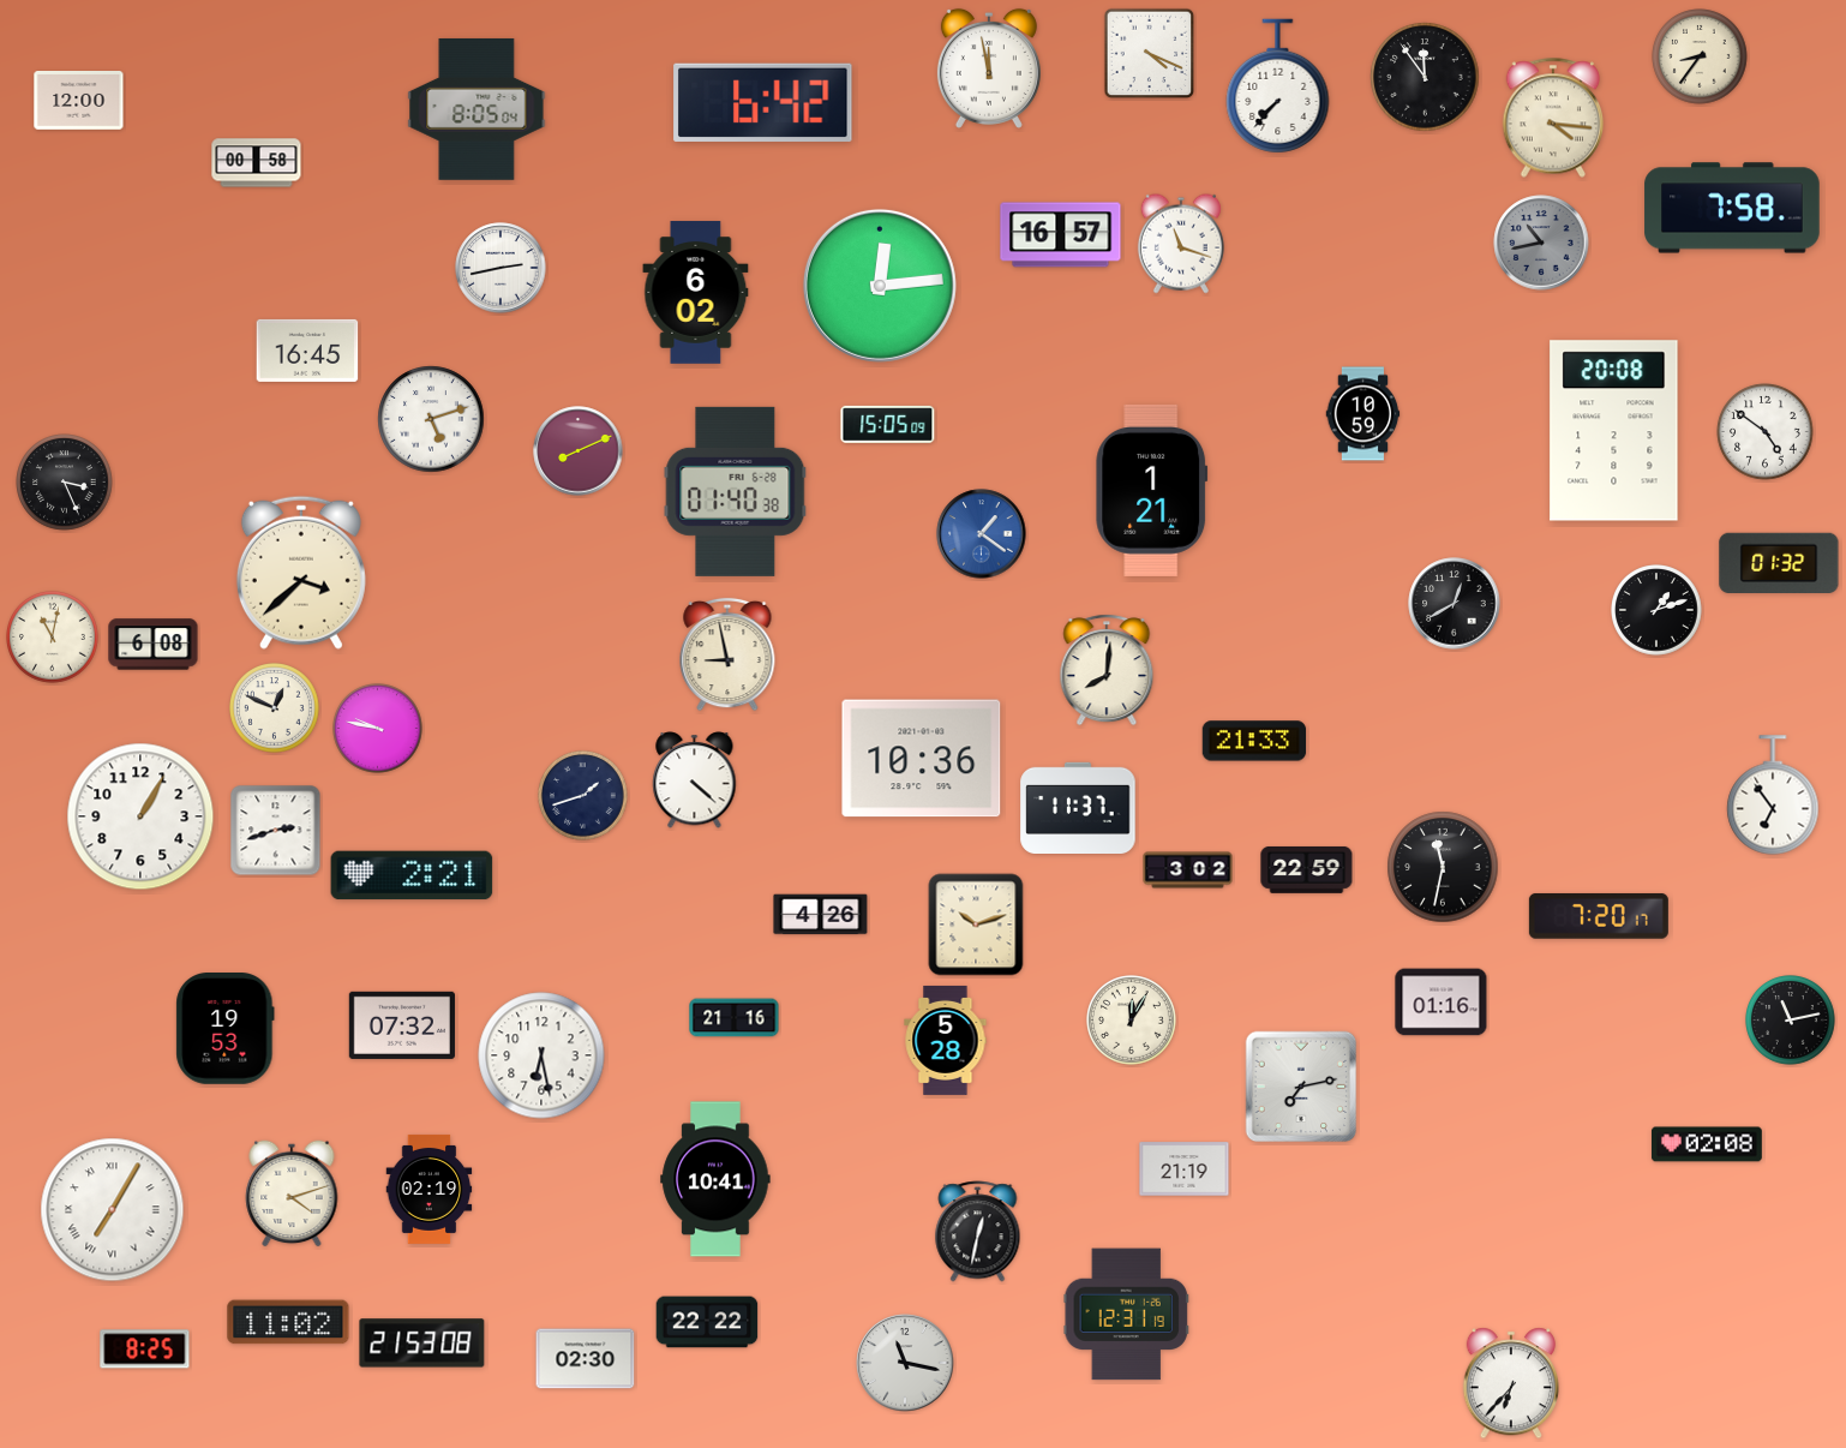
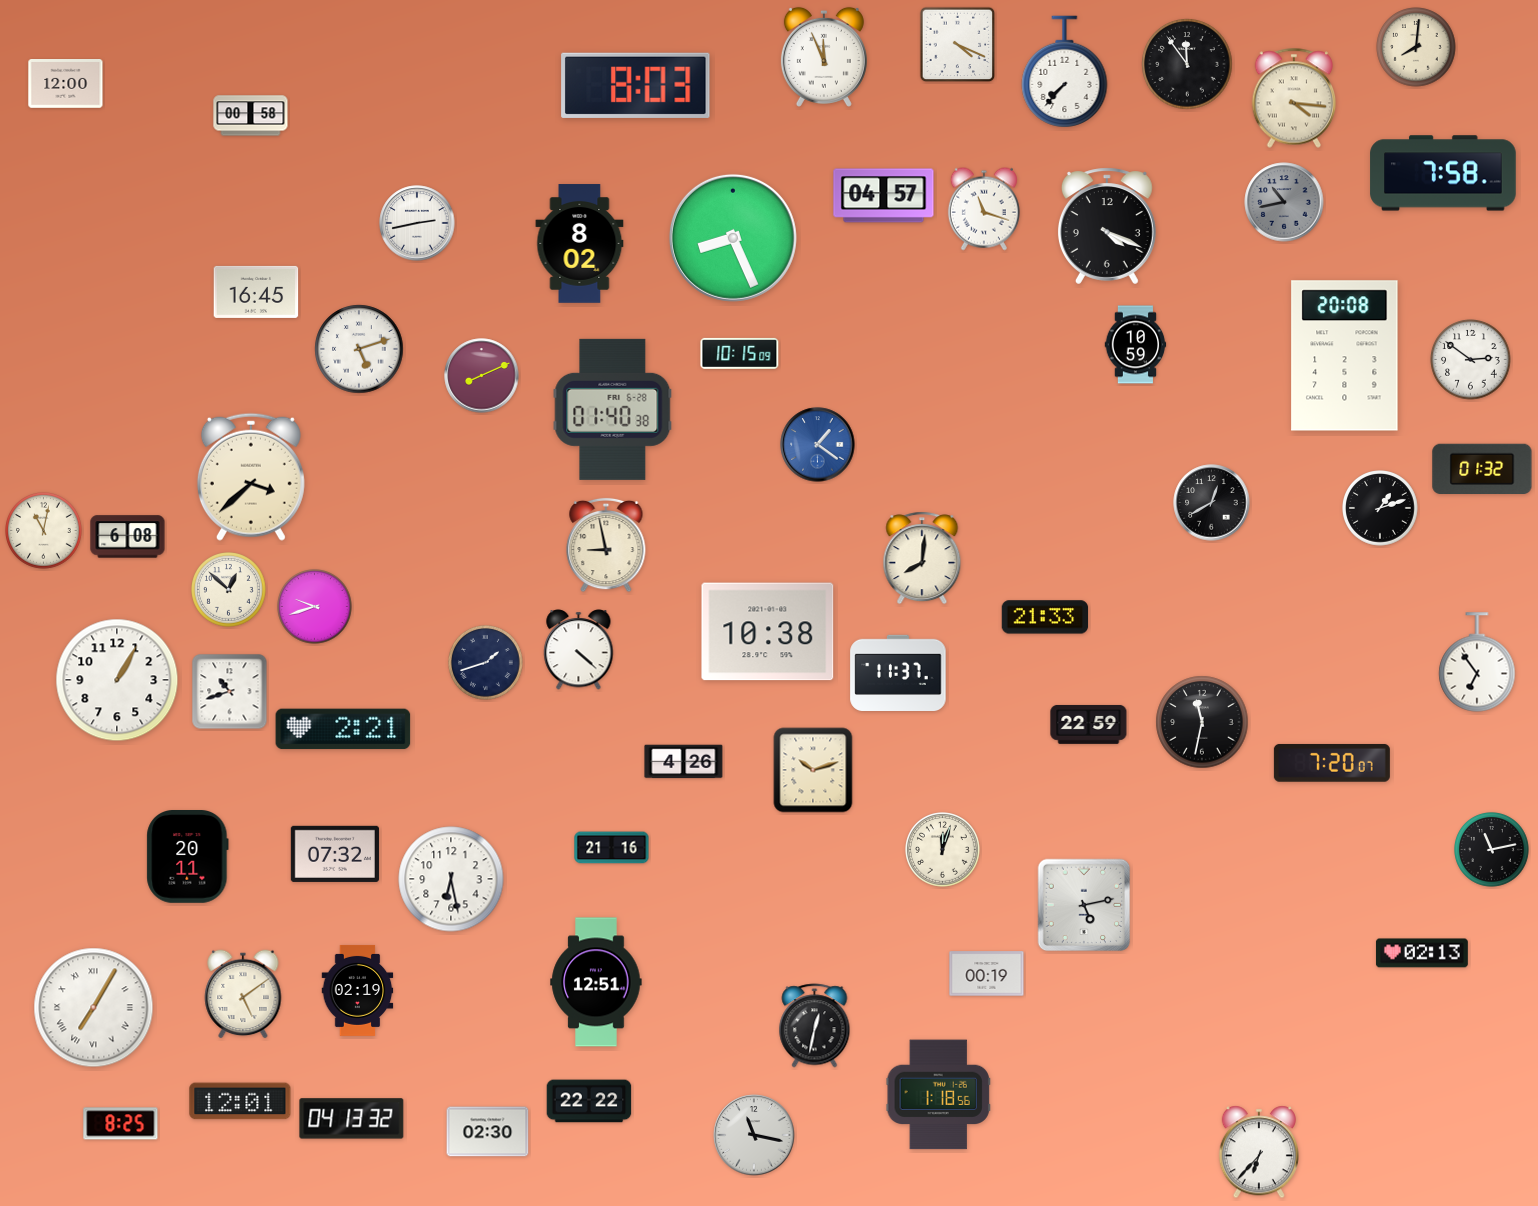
clock at (1700, 56): 8:36 -> 8:01
clock at (989, 68): 11:58 -> 11:56
clock at (763, 102): 6:42 -> 8:03
clock at (477, 109): 8:05 -> none
clock at (257, 163) position: (257, 163) -> (251, 116)
clock at (1061, 235): 16:57 -> 04:57
clock at (1181, 244) position: (1181, 244) -> (984, 209)
clock at (1107, 226): none -> 4:19
clock at (880, 286): 12:14 -> 8:26
clock at (696, 293): 6:02 -> 8:02
clock at (888, 424): 15:05 -> 10:15
clock at (1614, 431) position: (1614, 431) -> (1345, 356)
clock at (1766, 432): 4:51 -> 2:51
clock at (65, 483): 3:26 -> none
clock at (1152, 490): 1:21 -> none
clock at (275, 708): 12:49 -> 12:52
clock at (378, 729): 9:47 -> 9:42
clock at (922, 759): 10:36 -> 10:38
clock at (276, 831): 2:42 -> 10:42
clock at (1188, 870): 3:02 -> none
clock at (1599, 916): 7:20:17 -> 7:20:07
clock at (1442, 1003): 01:16 -> none
clock at (1132, 1021): 12:05 -> 12:03
clock at (226, 1029): 19:53 -> 20:11
clock at (946, 1040): 5:28 -> none
clock at (1301, 1087): 7:13 -> 5:13
clock at (1707, 1144): 02:08 -> 02:13
clock at (1185, 1169): 21:19 -> 00:19
clock at (715, 1179): 10:41 -> 12:51
clock at (292, 1193): 4:12 -> 5:09
clock at (1126, 1315): 12:31 -> 1:18
clock at (288, 1322): 11:02 -> 12:01
clock at (422, 1344): 21:53 -> 04:13
